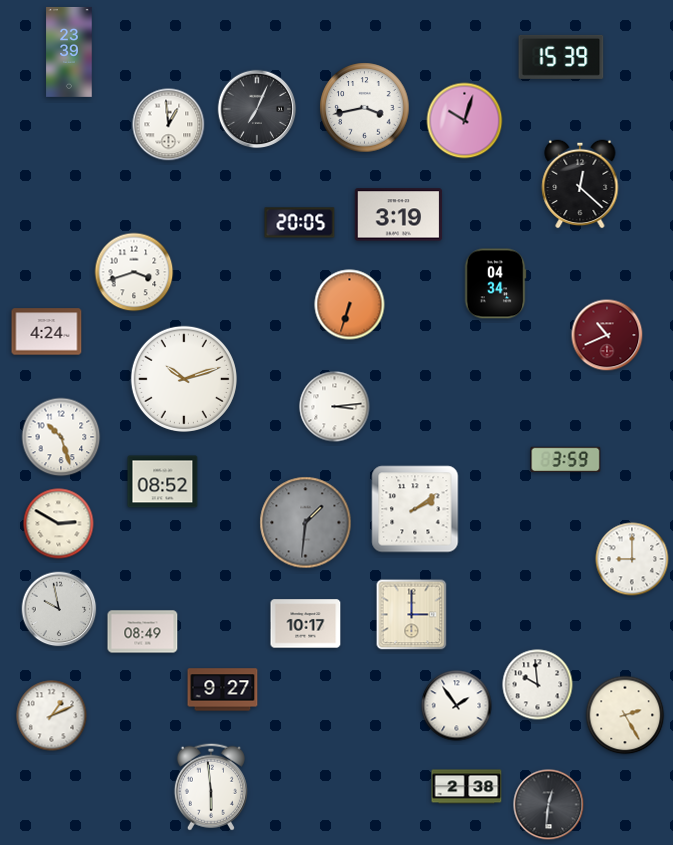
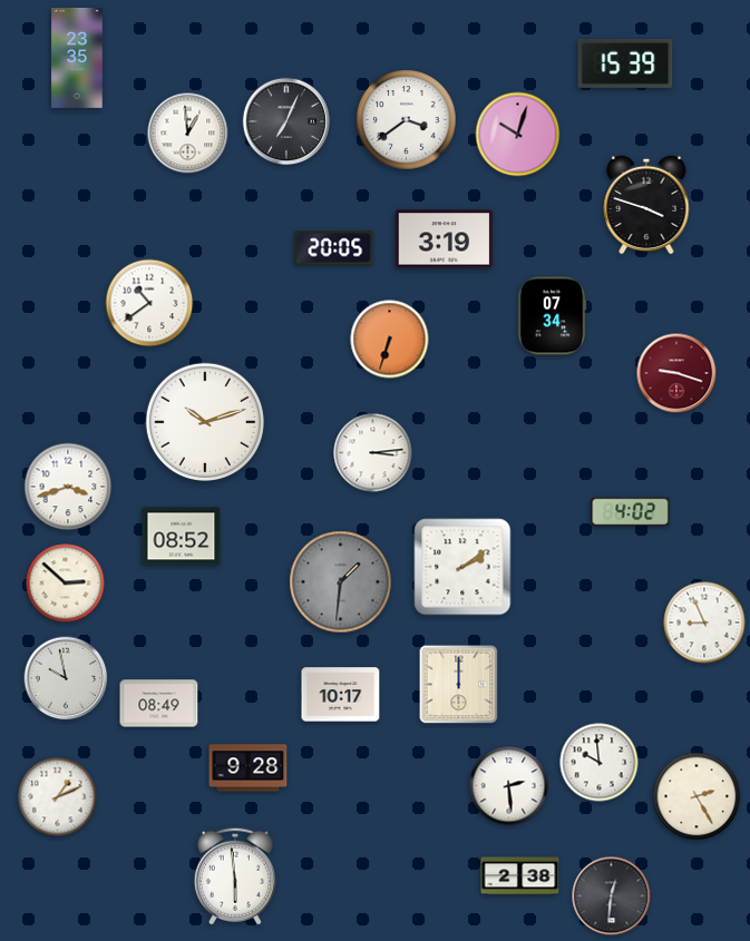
clock at (69, 52): 23:39 -> 23:35
clock at (365, 108): 3:43 -> 3:39
clock at (169, 125) position: (169, 125) -> (188, 134)
clock at (580, 184): 12:22 -> 3:48
clock at (134, 272): 3:42 -> 10:39
clock at (495, 284): 04:34 -> 07:34
clock at (47, 332): 4:24 -> none
clock at (607, 335): 10:41 -> 9:18
clock at (61, 437): 10:27 -> 3:42
clock at (566, 460): 3:59 -> 4:02
clock at (59, 524): 2:50 -> 2:52
clock at (632, 559): 9:00 -> 8:56
clock at (412, 615): 3:00 -> 12:00
clock at (223, 690): 9:27 -> 9:28
clock at (457, 706): 1:54 -> 2:29
